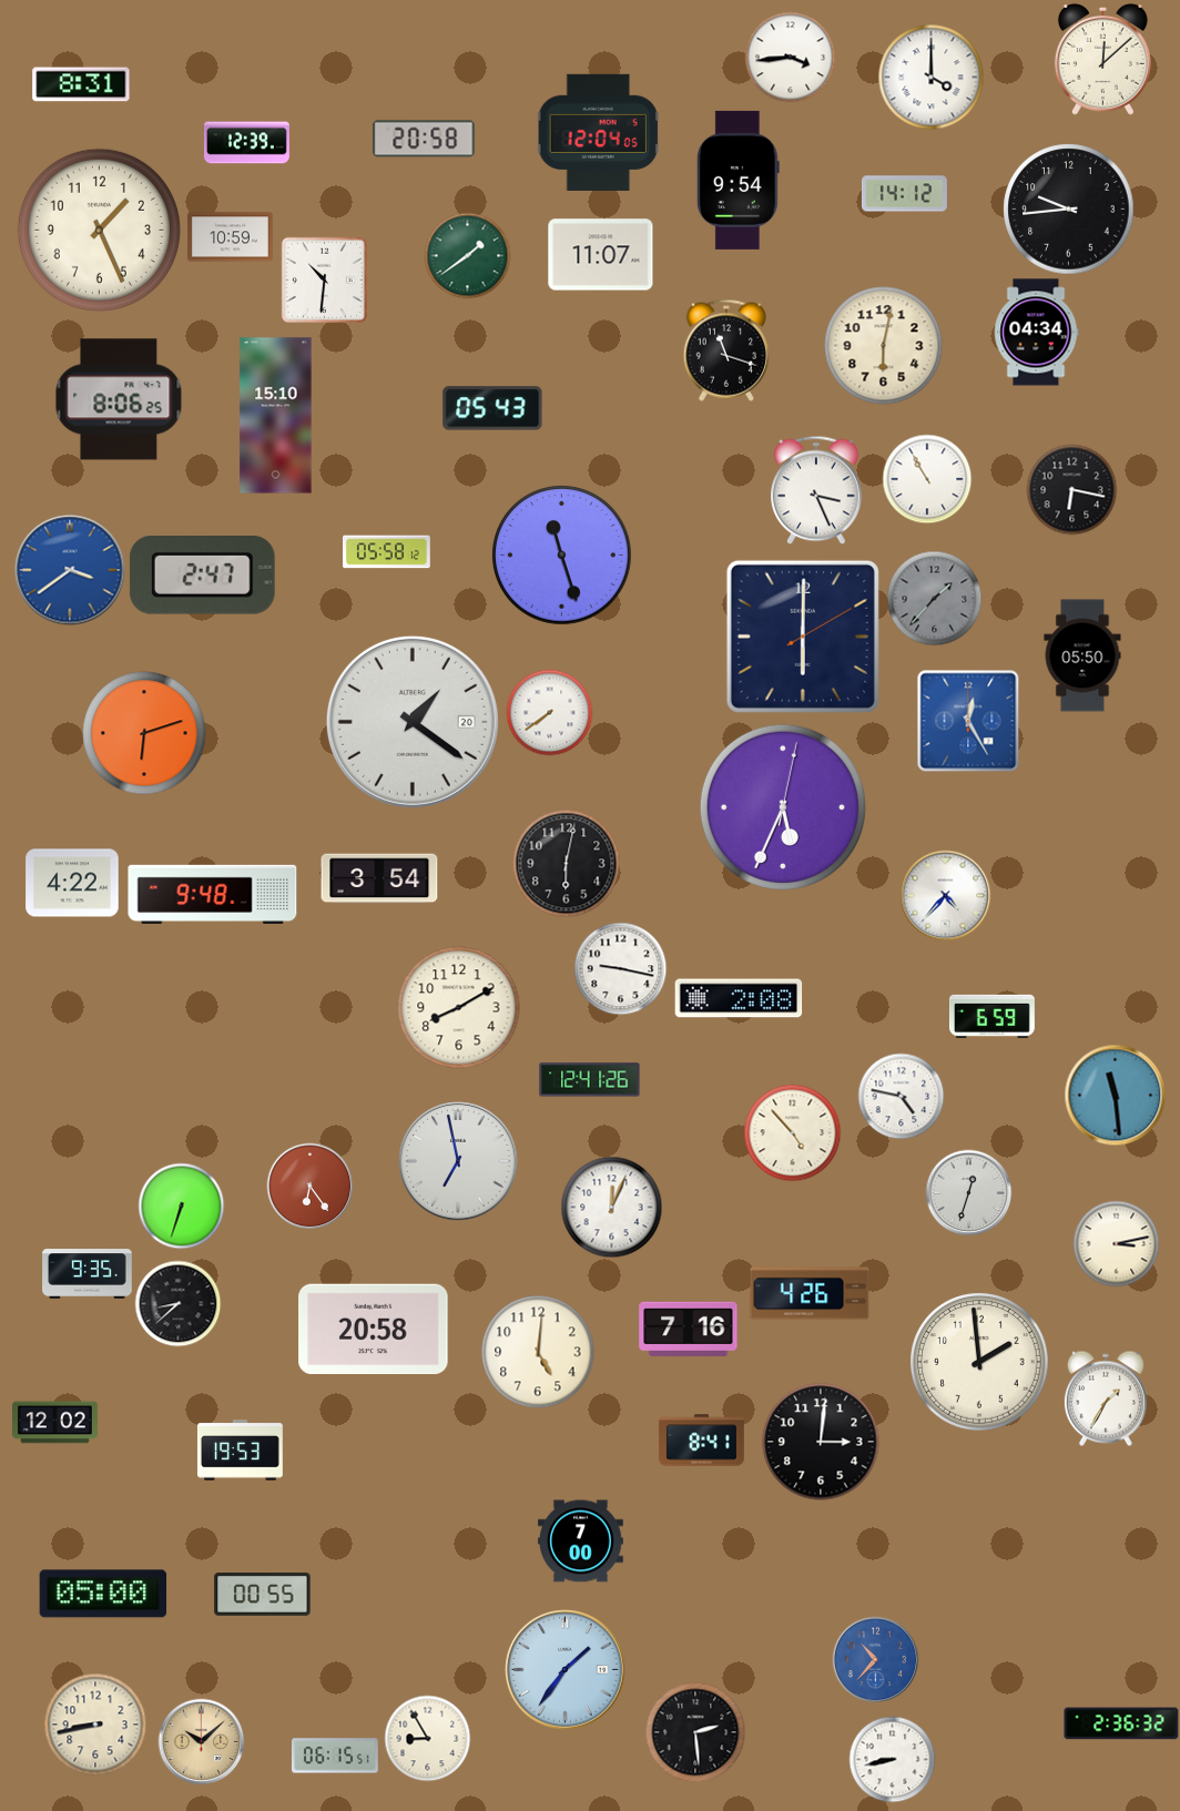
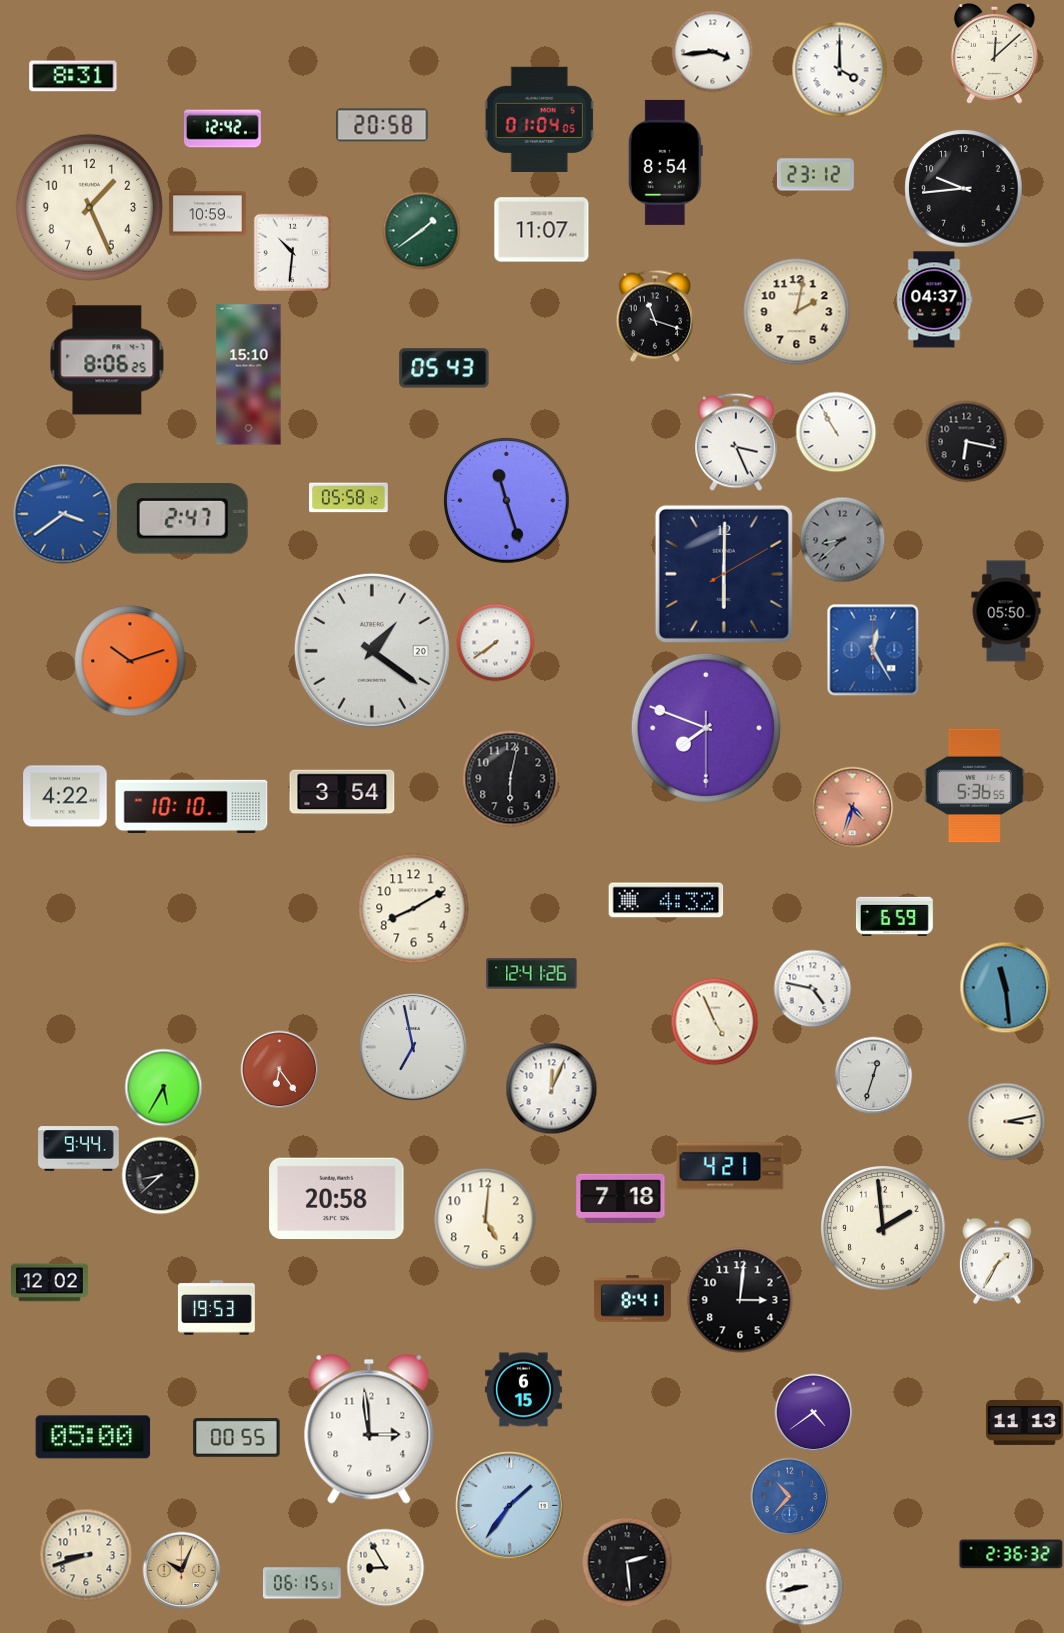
clock at (599, 132): 12:04 -> 01:04
clock at (246, 143): 12:39 -> 12:42
clock at (737, 180): 9:54 -> 8:54
clock at (904, 194): 14:12 -> 23:12
clock at (1036, 333): 04:34 -> 04:37
clock at (884, 346): 6:02 -> 2:02
clock at (934, 598): 1:37 -> 8:38
clock at (1082, 655) position: (1082, 655) -> (1006, 611)
clock at (144, 733): 6:12 -> 10:12
clock at (783, 807): 5:34 -> 7:48
clock at (974, 786): none -> 5:36
clock at (213, 894): 9:48 -> 10:10
clock at (945, 895): 4:37 -> 4:33
clock at (945, 895) dial: white -> salmon
clock at (620, 968): 9:17 -> none
clock at (739, 998): 2:08 -> 4:32
clock at (792, 1132): 4:53 -> 4:56
clock at (181, 1205): 6:33 -> 5:35
clock at (88, 1274): 9:35 -> 9:44
clock at (810, 1293): 4:26 -> 4:21
clock at (689, 1329): 7:16 -> 7:18
clock at (580, 1542): 7:00 -> 6:15
clock at (813, 1412): none -> 4:39
clock at (1025, 1422): none -> 11:13
clock at (369, 1429): none -> 2:59
clock at (95, 1724): 8:43 -> 8:42
clock at (201, 1741): 10:08 -> 10:04
